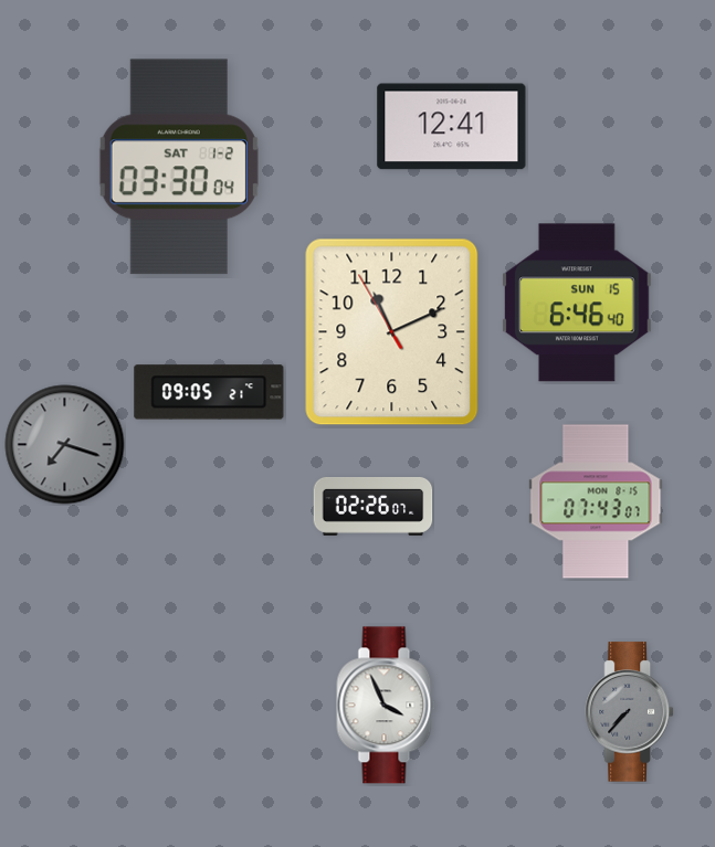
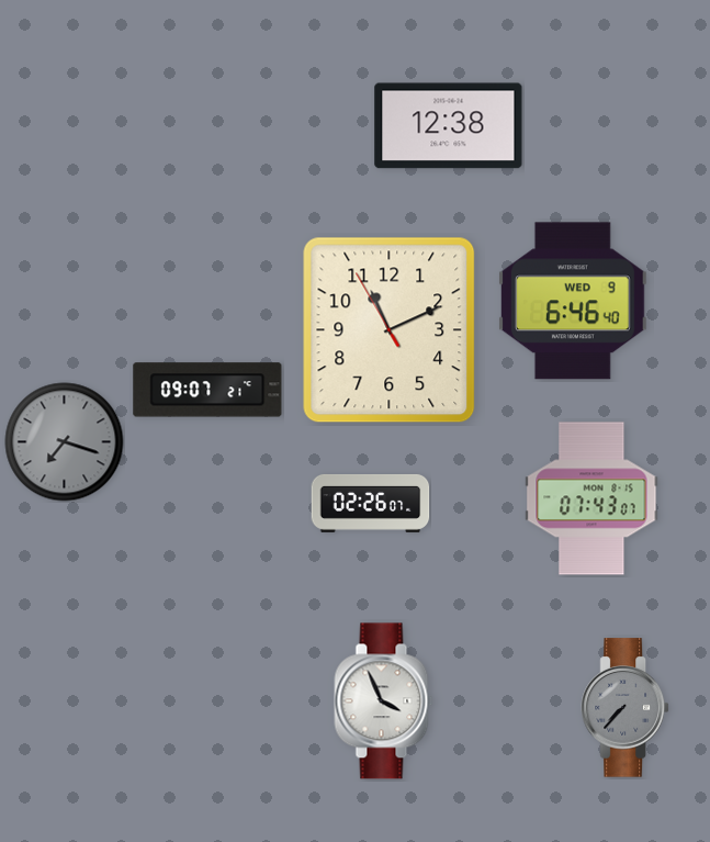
clock at (452, 127): 12:41 -> 12:38
clock at (179, 167): 03:30 -> none
clock at (577, 303) date: SUN 15 -> WED 9
clock at (209, 392): 09:05 -> 09:07
